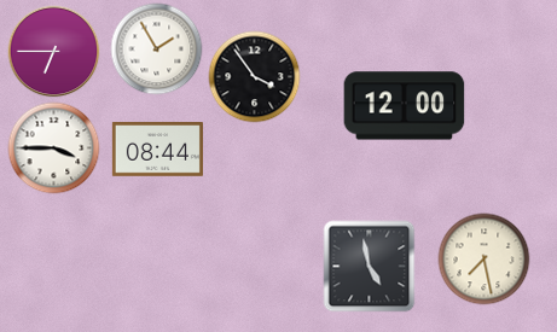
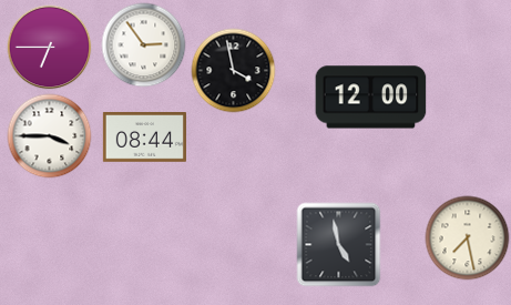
clock at (157, 49): 1:55 -> 2:54
clock at (255, 77): 3:54 -> 3:58
clock at (485, 260) position: (485, 260) -> (468, 238)
